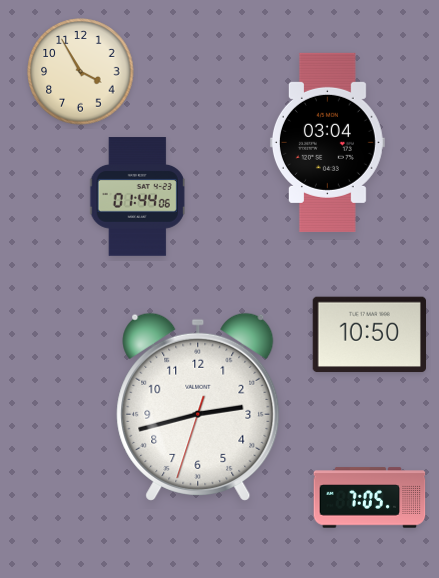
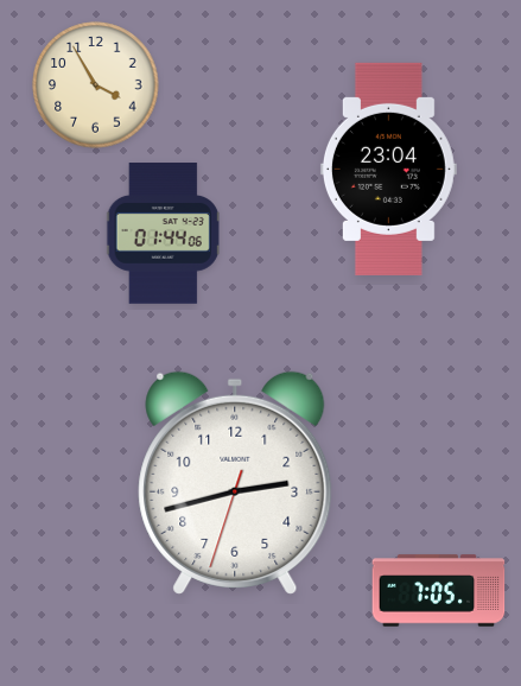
clock at (327, 142): 03:04 -> 23:04
clock at (369, 335): 10:50 -> none
